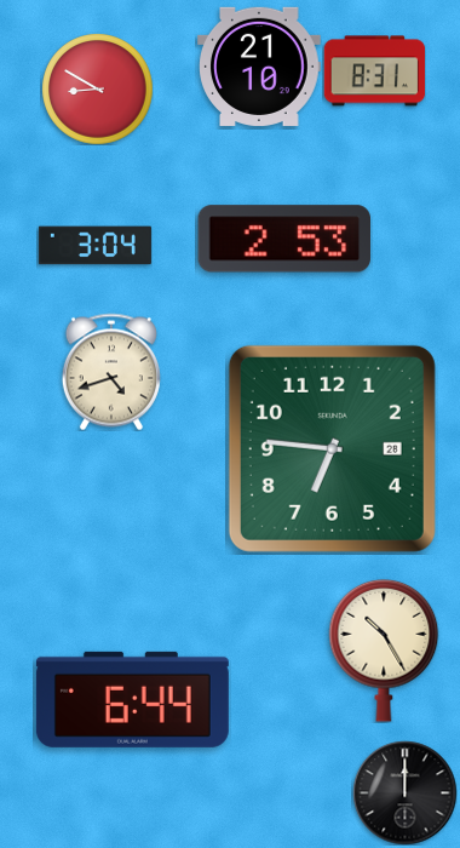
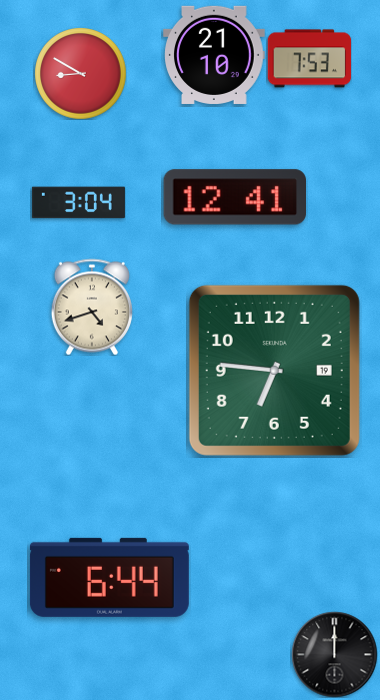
clock at (374, 71): 8:31 -> 7:53
clock at (284, 239): 2:53 -> 12:41
clock at (332, 448) date: 28 -> 19
clock at (384, 651): 10:25 -> none
